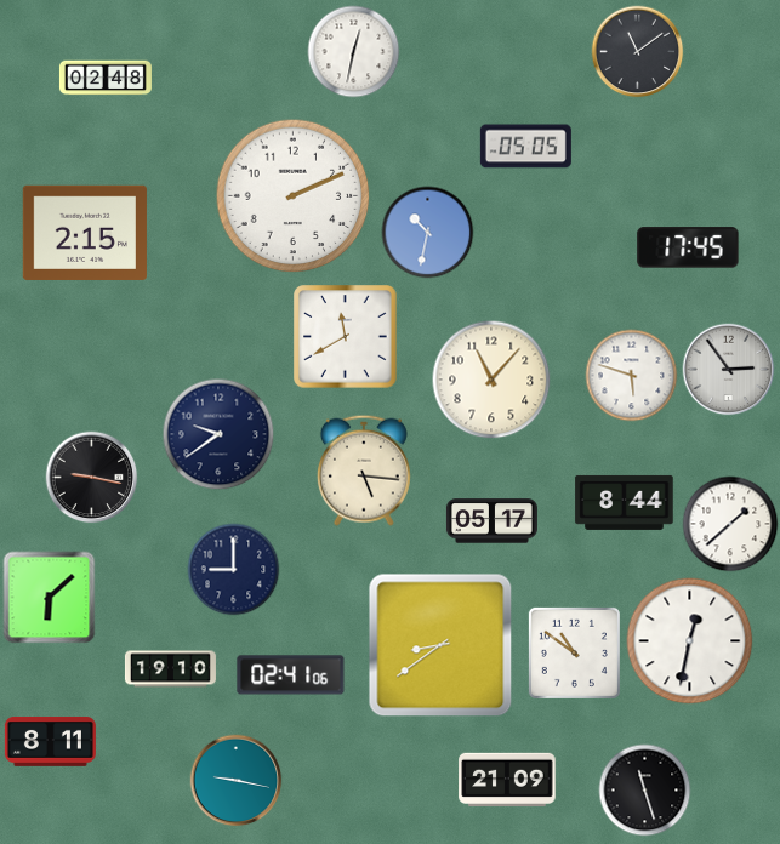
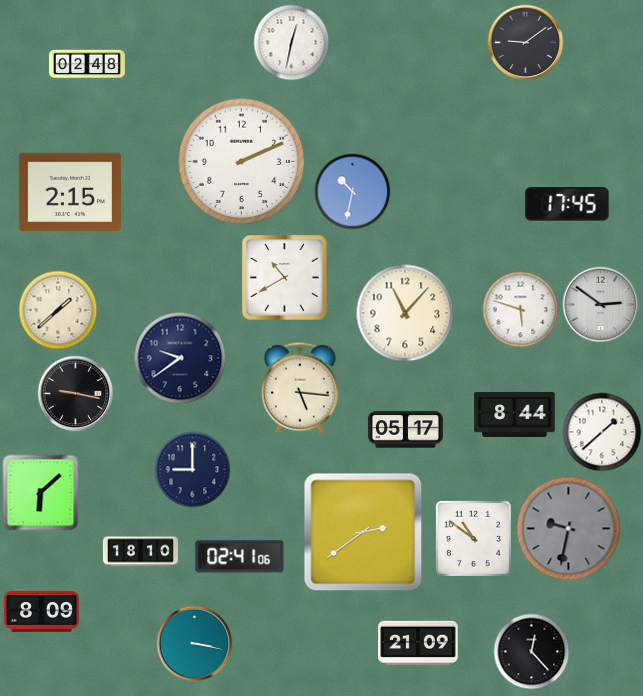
clock at (638, 52): 11:09 -> 9:09
clock at (525, 147): 05:05 -> none
clock at (346, 337): 11:40 -> 10:40
clock at (729, 370): 2:54 -> 2:51
clock at (58, 310): none -> 1:38
clock at (690, 641): 12:32 -> 9:32
clock at (690, 641) dial: white -> grey
clock at (440, 645): 8:39 -> 2:39
clock at (170, 669): 19:10 -> 18:10
clock at (50, 741): 8:11 -> 8:09
clock at (237, 781): 9:17 -> 3:17
clock at (645, 791): 11:27 -> 12:23
